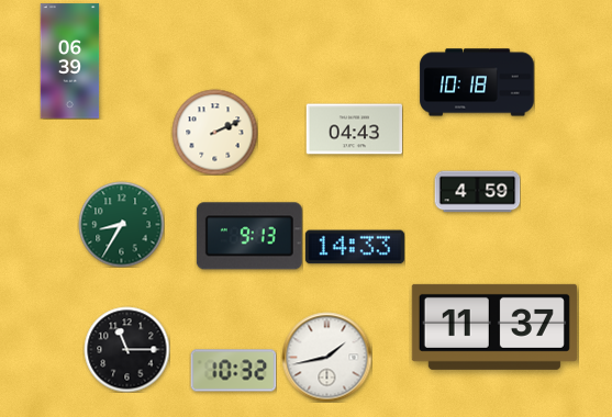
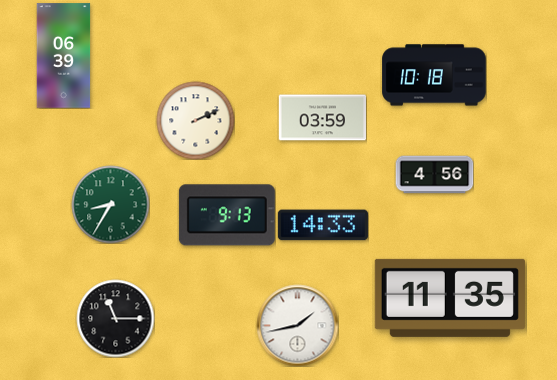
clock at (354, 129): 04:43 -> 03:59
clock at (477, 192): 4:59 -> 4:56
clock at (494, 327): 11:37 -> 11:35
clock at (233, 371): 10:32 -> none
